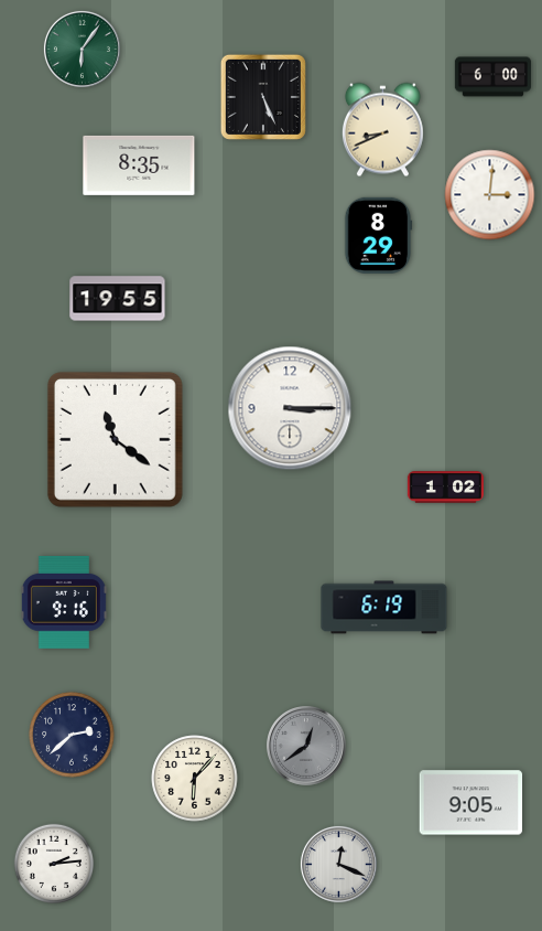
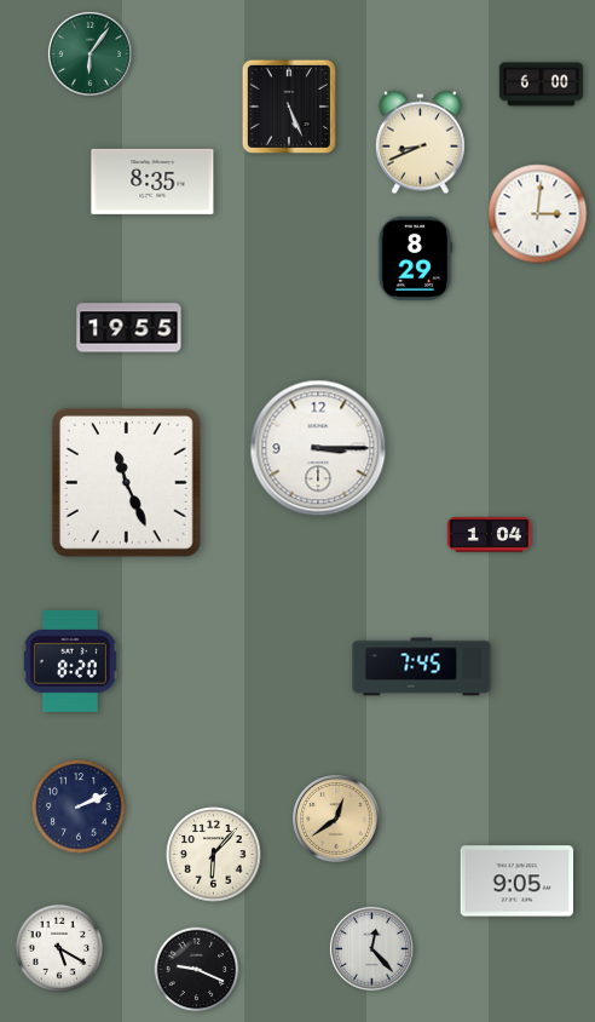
clock at (115, 439): 11:21 -> 11:26
clock at (445, 488): 1:02 -> 1:04
clock at (64, 602): 9:16 -> 8:20
clock at (384, 608): 6:19 -> 7:45
clock at (72, 735): 2:38 -> 2:11
clock at (306, 746) dial: grey -> champagne
clock at (53, 863): 2:14 -> 5:20
clock at (338, 864): 12:19 -> 12:23
clock at (197, 970): none -> 9:19
